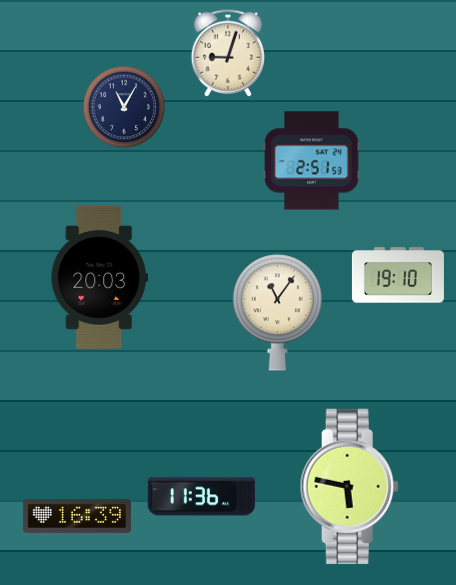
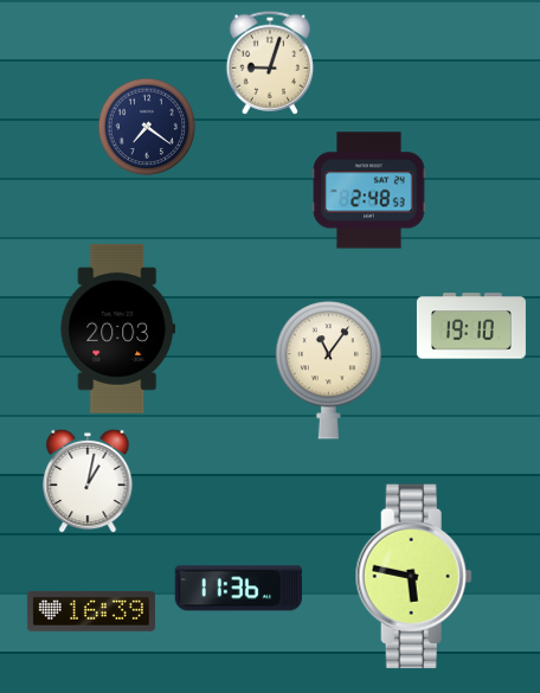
clock at (124, 107): 11:05 -> 7:21
clock at (312, 161): 2:51 -> 2:48
clock at (88, 481): none -> 1:02
